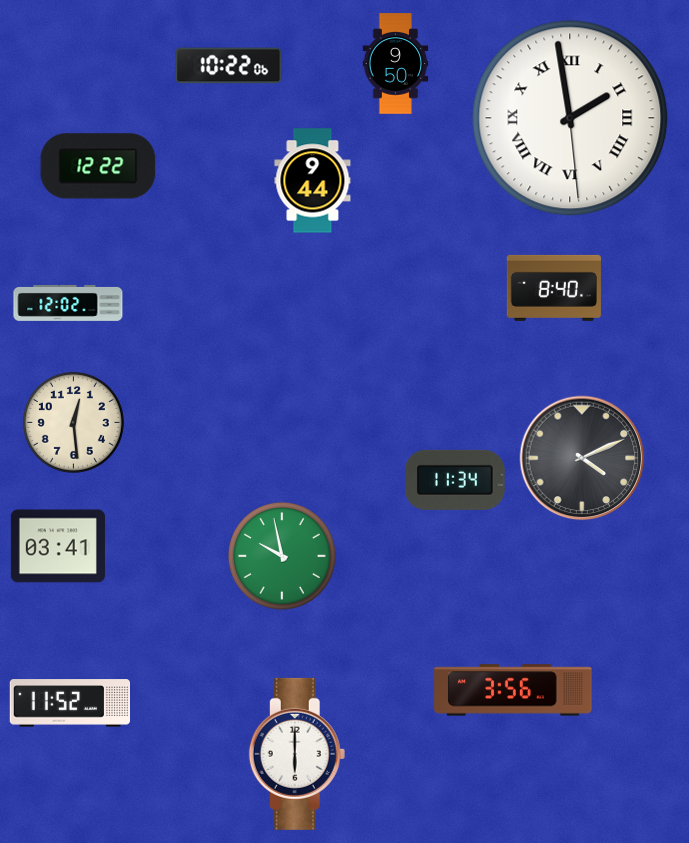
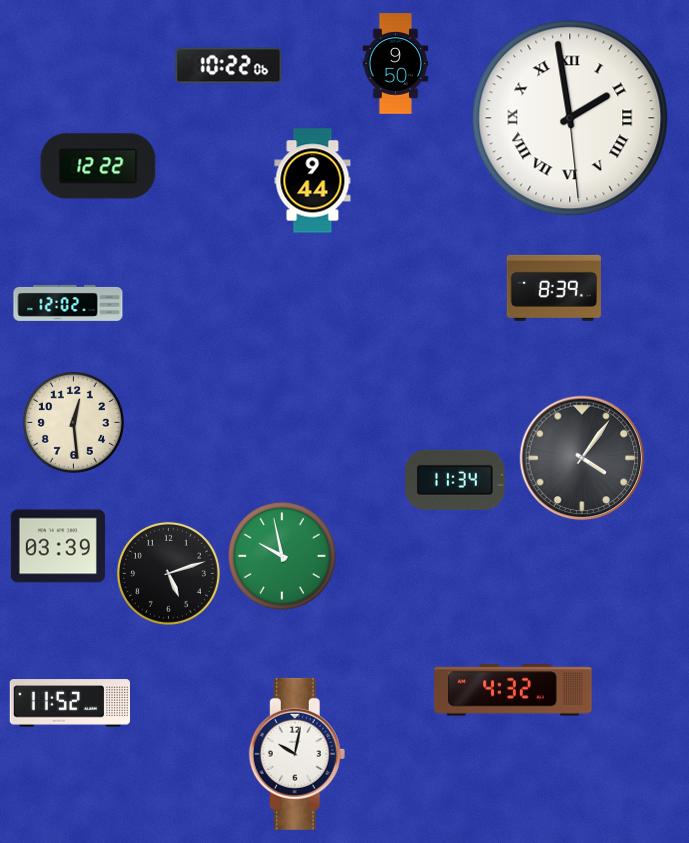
clock at (554, 288): 8:40 -> 8:39
clock at (582, 458): 4:11 -> 4:06
clock at (58, 546): 03:41 -> 03:39
clock at (168, 573): none -> 5:12
clock at (513, 690): 3:56 -> 4:32
clock at (297, 754): 6:00 -> 10:02
